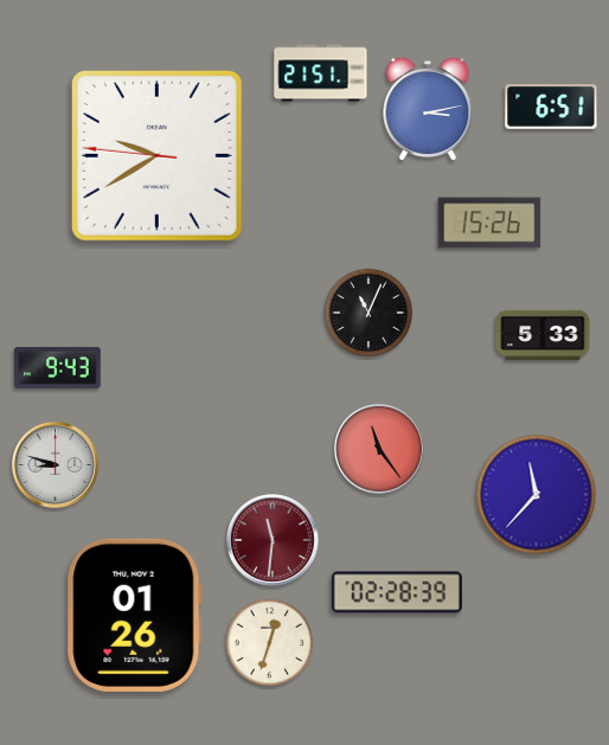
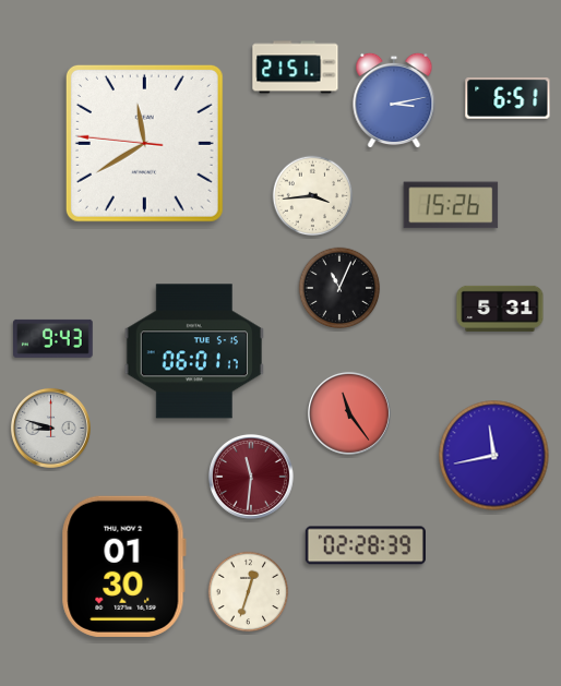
clock at (156, 155): 9:39 -> 11:39
clock at (313, 196): none -> 3:44
clock at (543, 335): 5:33 -> 5:31
clock at (193, 351): none -> 06:01
clock at (537, 495): 11:37 -> 11:43
clock at (273, 540) position: (273, 540) -> (251, 477)
clock at (134, 615): 01:26 -> 01:30
